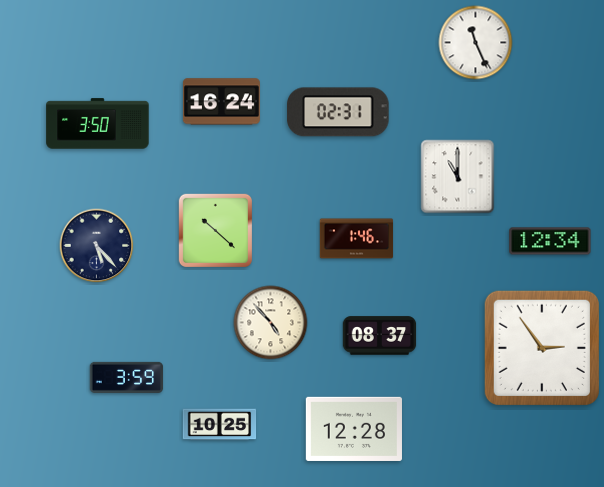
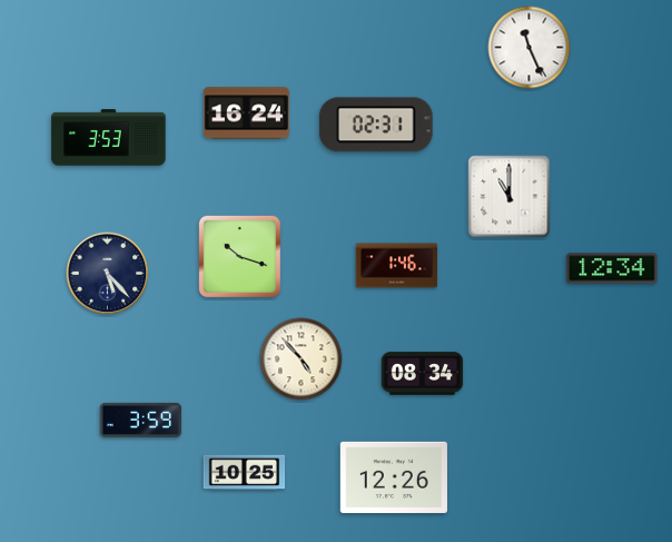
clock at (98, 124): 3:50 -> 3:53
clock at (215, 230): 10:22 -> 10:18
clock at (380, 336): 08:37 -> 08:34
clock at (542, 348): 2:54 -> none
clock at (354, 429): 12:28 -> 12:26
